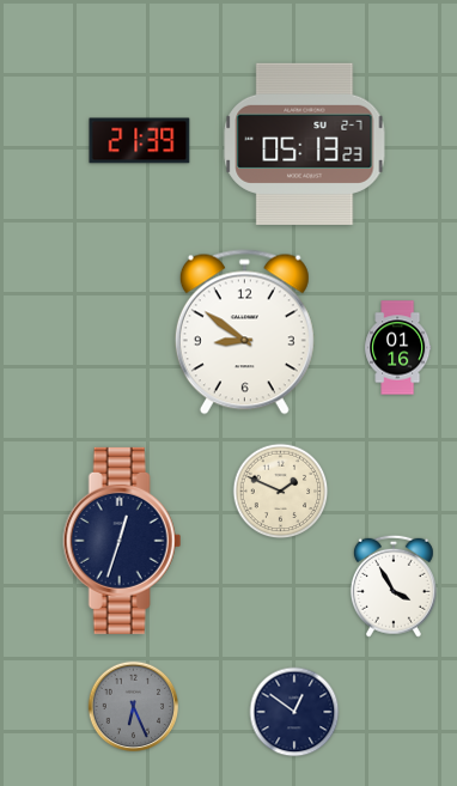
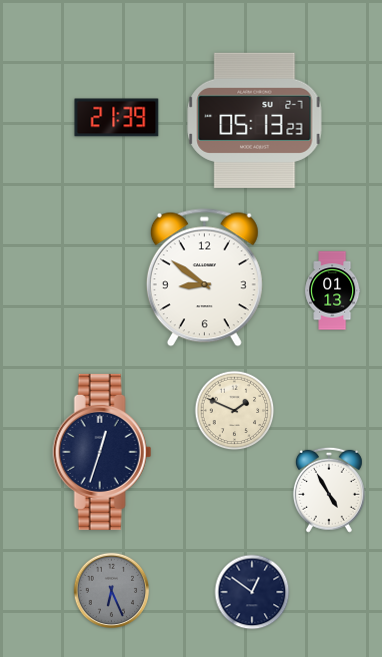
clock at (398, 348): 01:16 -> 01:13
clock at (394, 586): 3:55 -> 4:55
clock at (294, 712) position: (294, 712) -> (252, 592)
